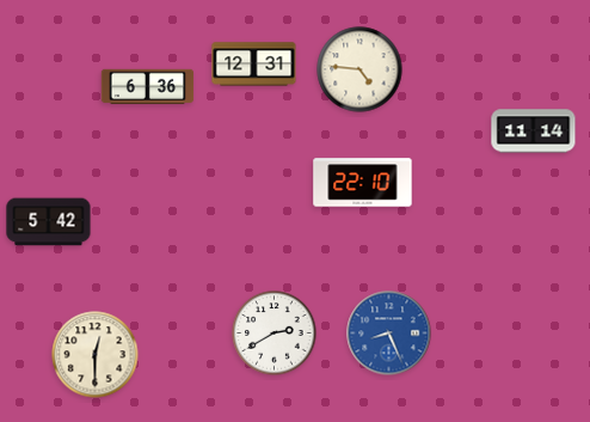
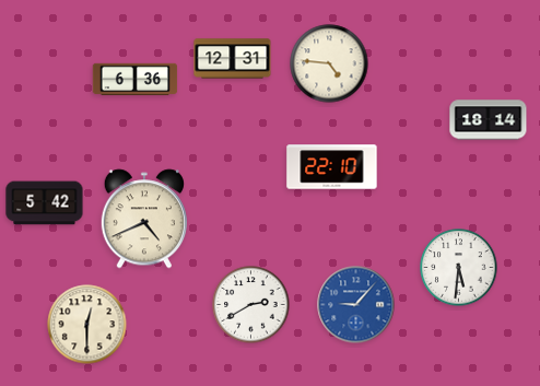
clock at (534, 132): 11:14 -> 18:14
clock at (143, 219): none -> 4:41
clock at (459, 268): none -> 5:31
clock at (389, 334): 8:26 -> 9:07
